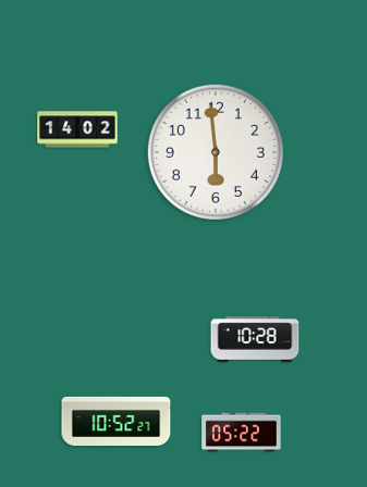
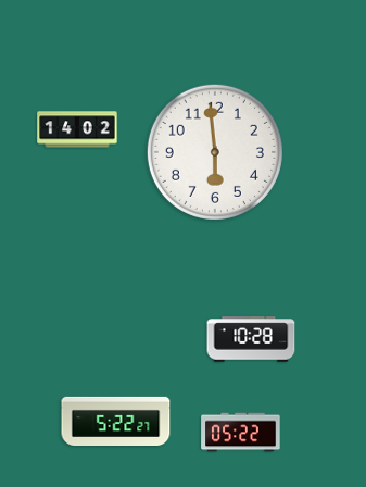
clock at (255, 339) position: (255, 339) -> (251, 339)
clock at (117, 421): 10:52 -> 5:22
